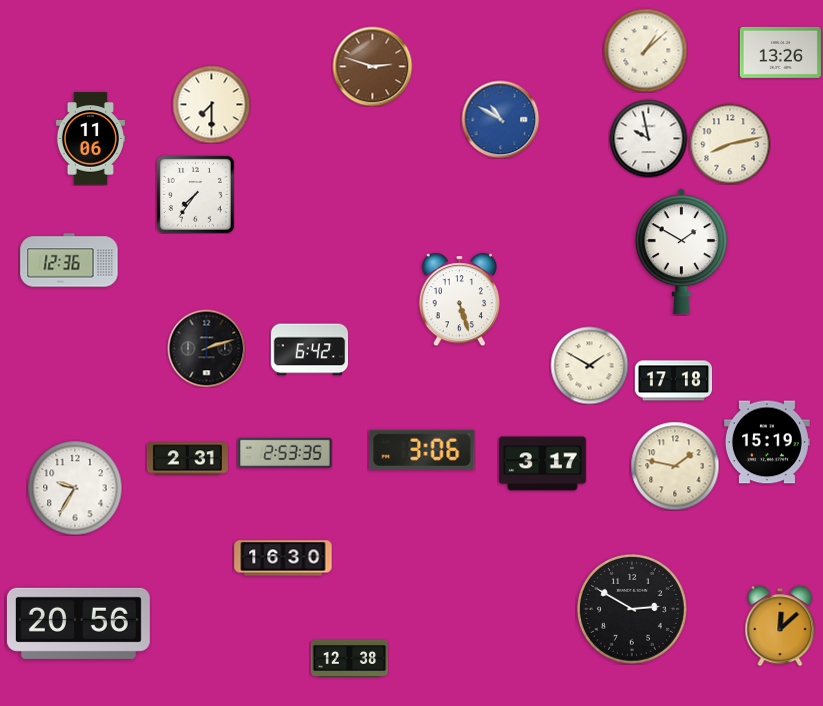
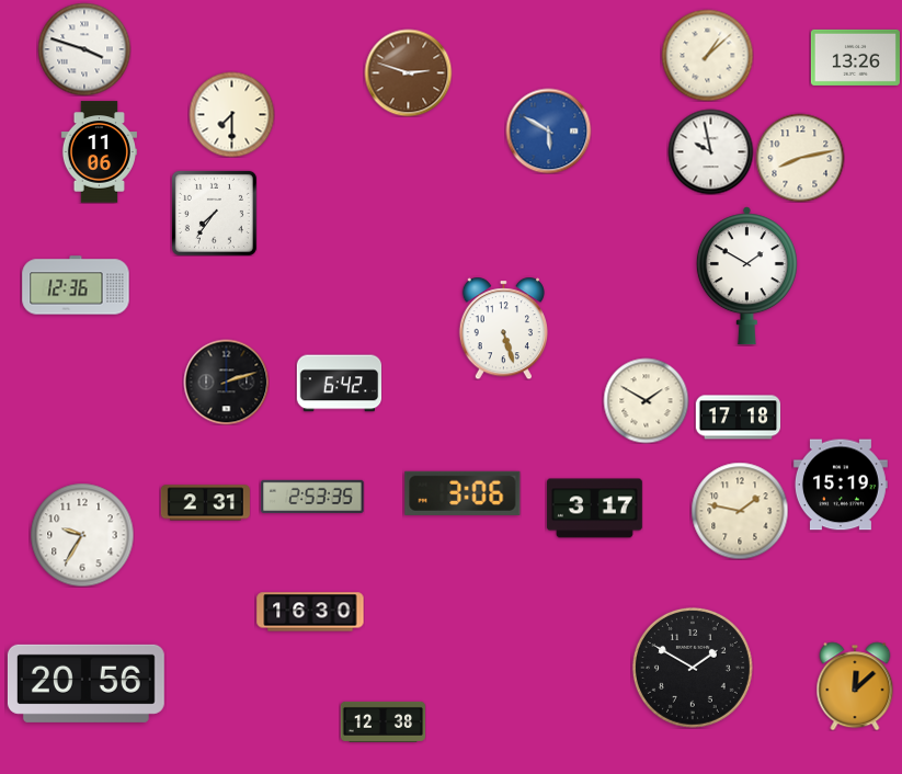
clock at (84, 49): none -> 3:48
clock at (500, 119): 10:50 -> 5:50
clock at (632, 609): 2:50 -> 1:50
